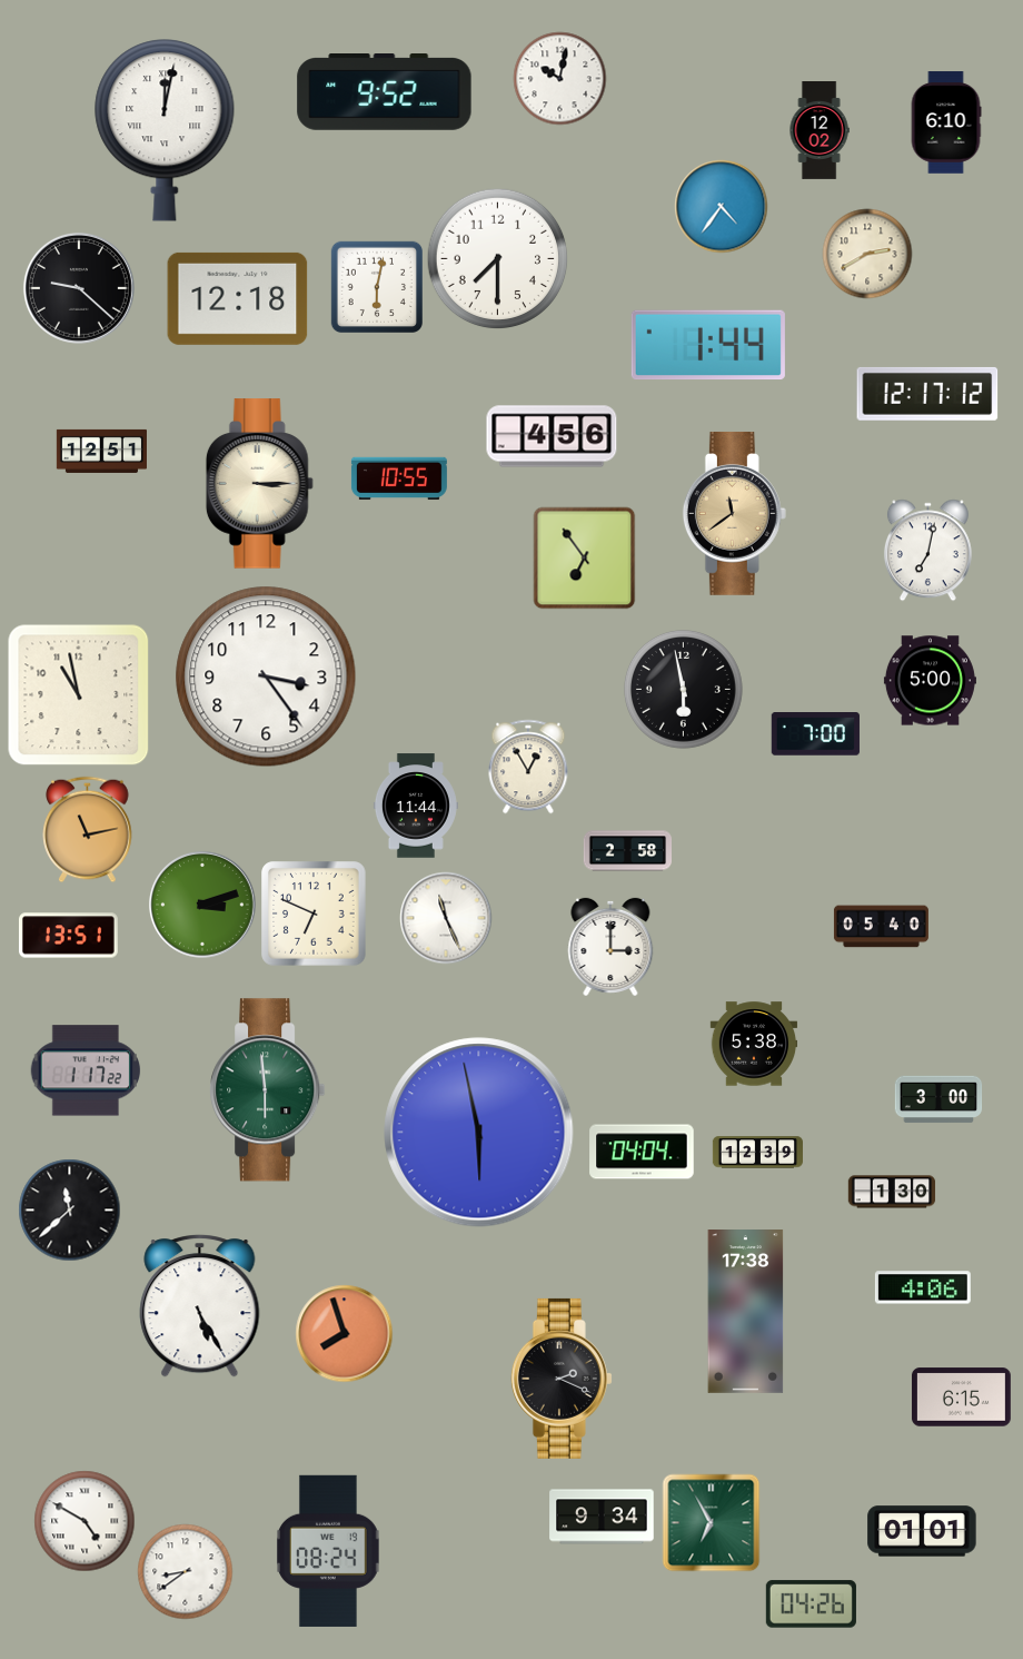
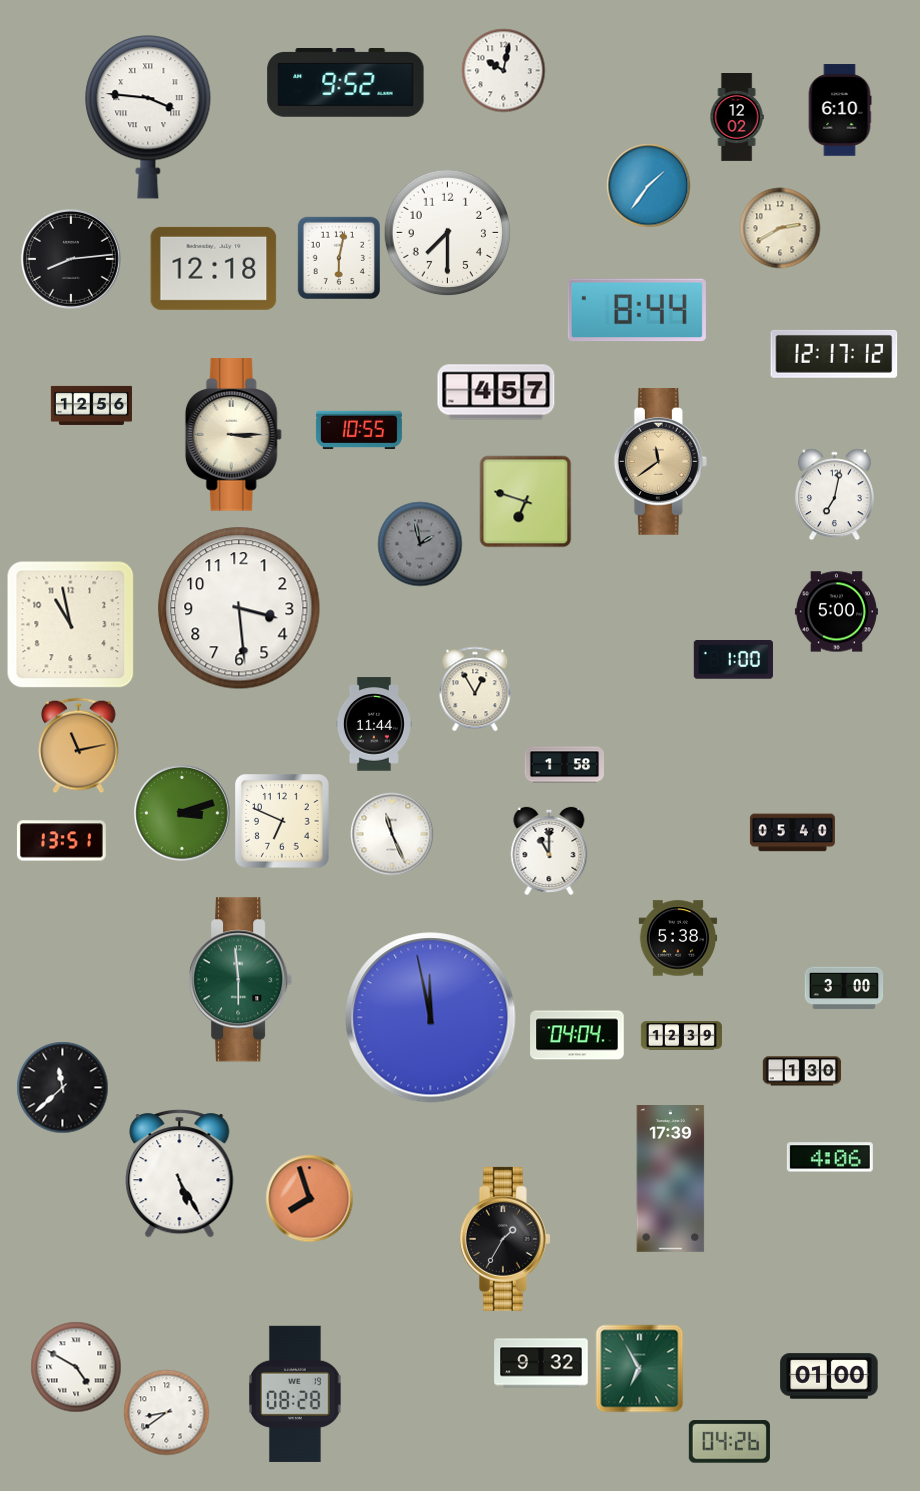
clock at (946, 122) position: (946, 122) -> (840, 110)
clock at (165, 130): 12:02 -> 3:46
clock at (721, 206): 4:36 -> 1:36
clock at (79, 288): 9:22 -> 8:14
clock at (708, 345): 1:44 -> 8:44
clock at (552, 436): 4:56 -> 4:57
clock at (101, 451): 12:51 -> 12:56
clock at (584, 557): 6:54 -> 6:48
clock at (420, 544): none -> 1:58
clock at (266, 677): 3:24 -> 3:29
clock at (683, 689): 5:58 -> none
clock at (815, 734): 7:00 -> 1:00
clock at (627, 851): 2:58 -> 1:58
clock at (446, 918) position: (446, 918) -> (392, 834)
clock at (610, 947): 3:00 -> 11:00
clock at (85, 1070): 1:17 -> none
clock at (479, 1133): 5:58 -> 11:58
clock at (746, 1312): 17:38 -> 17:39
clock at (562, 1379): 2:19 -> 1:35
clock at (962, 1398): 6:15 -> none
clock at (602, 1517): 9:34 -> 9:32
clock at (922, 1531): 01:01 -> 01:00
clock at (329, 1551): 08:24 -> 08:28
